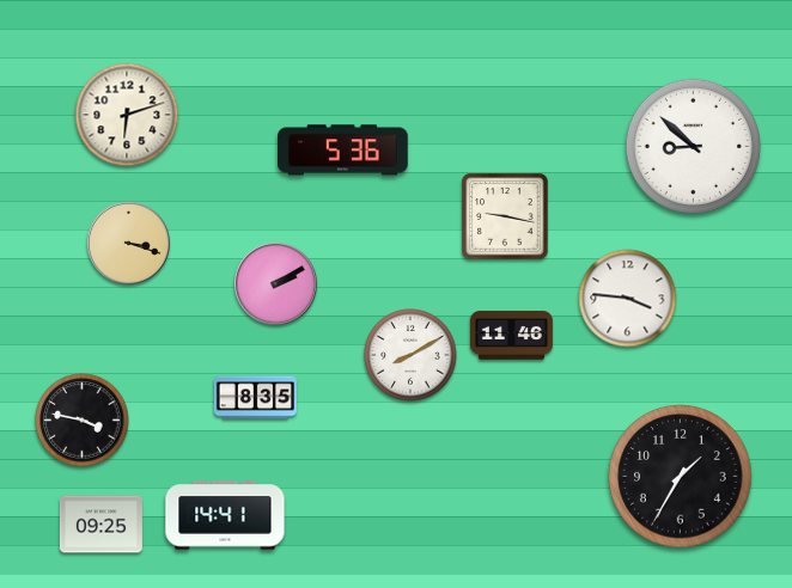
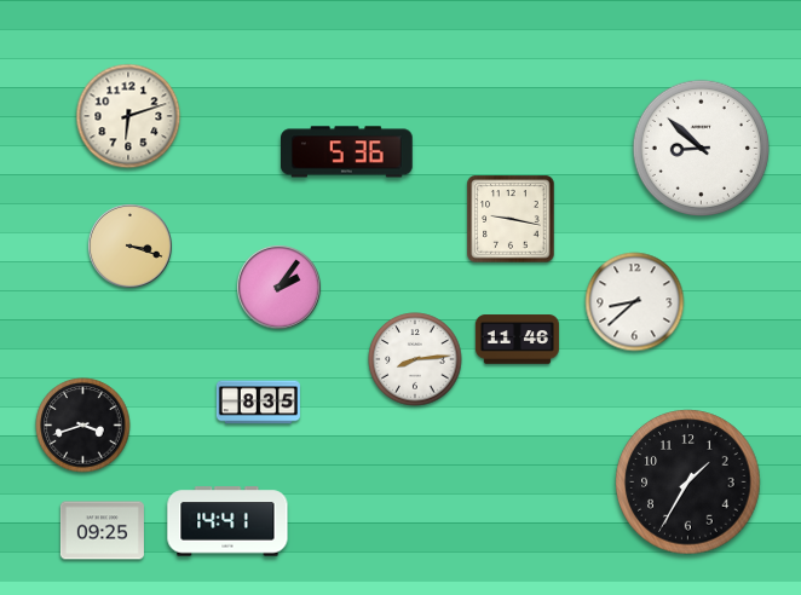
clock at (275, 283): 2:10 -> 2:06
clock at (628, 299): 3:46 -> 8:38
clock at (410, 355): 8:10 -> 8:14
clock at (83, 421): 3:47 -> 3:42
